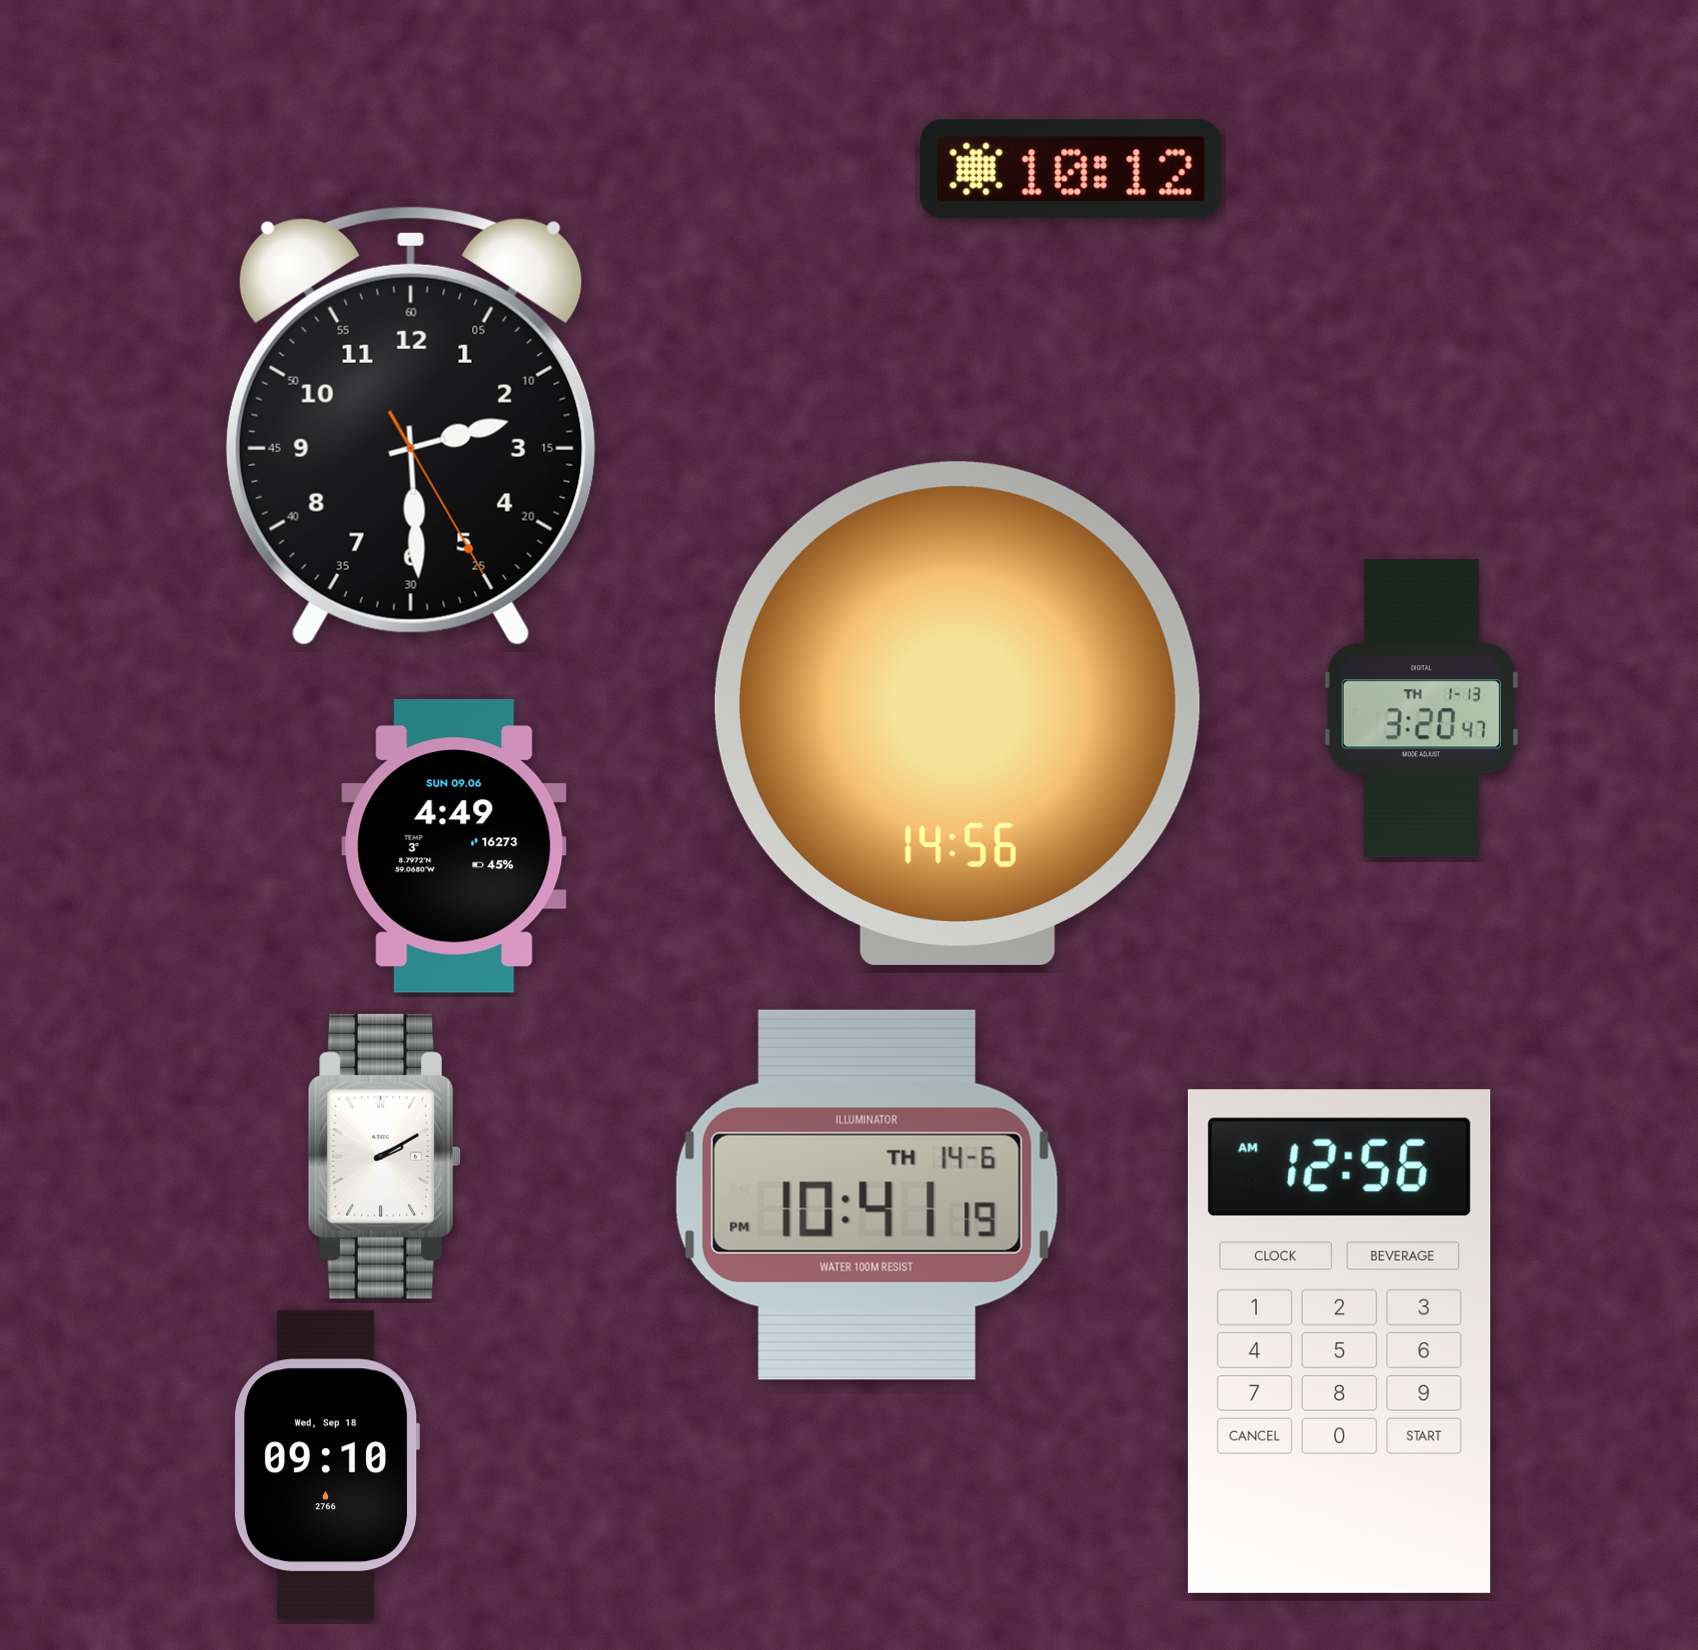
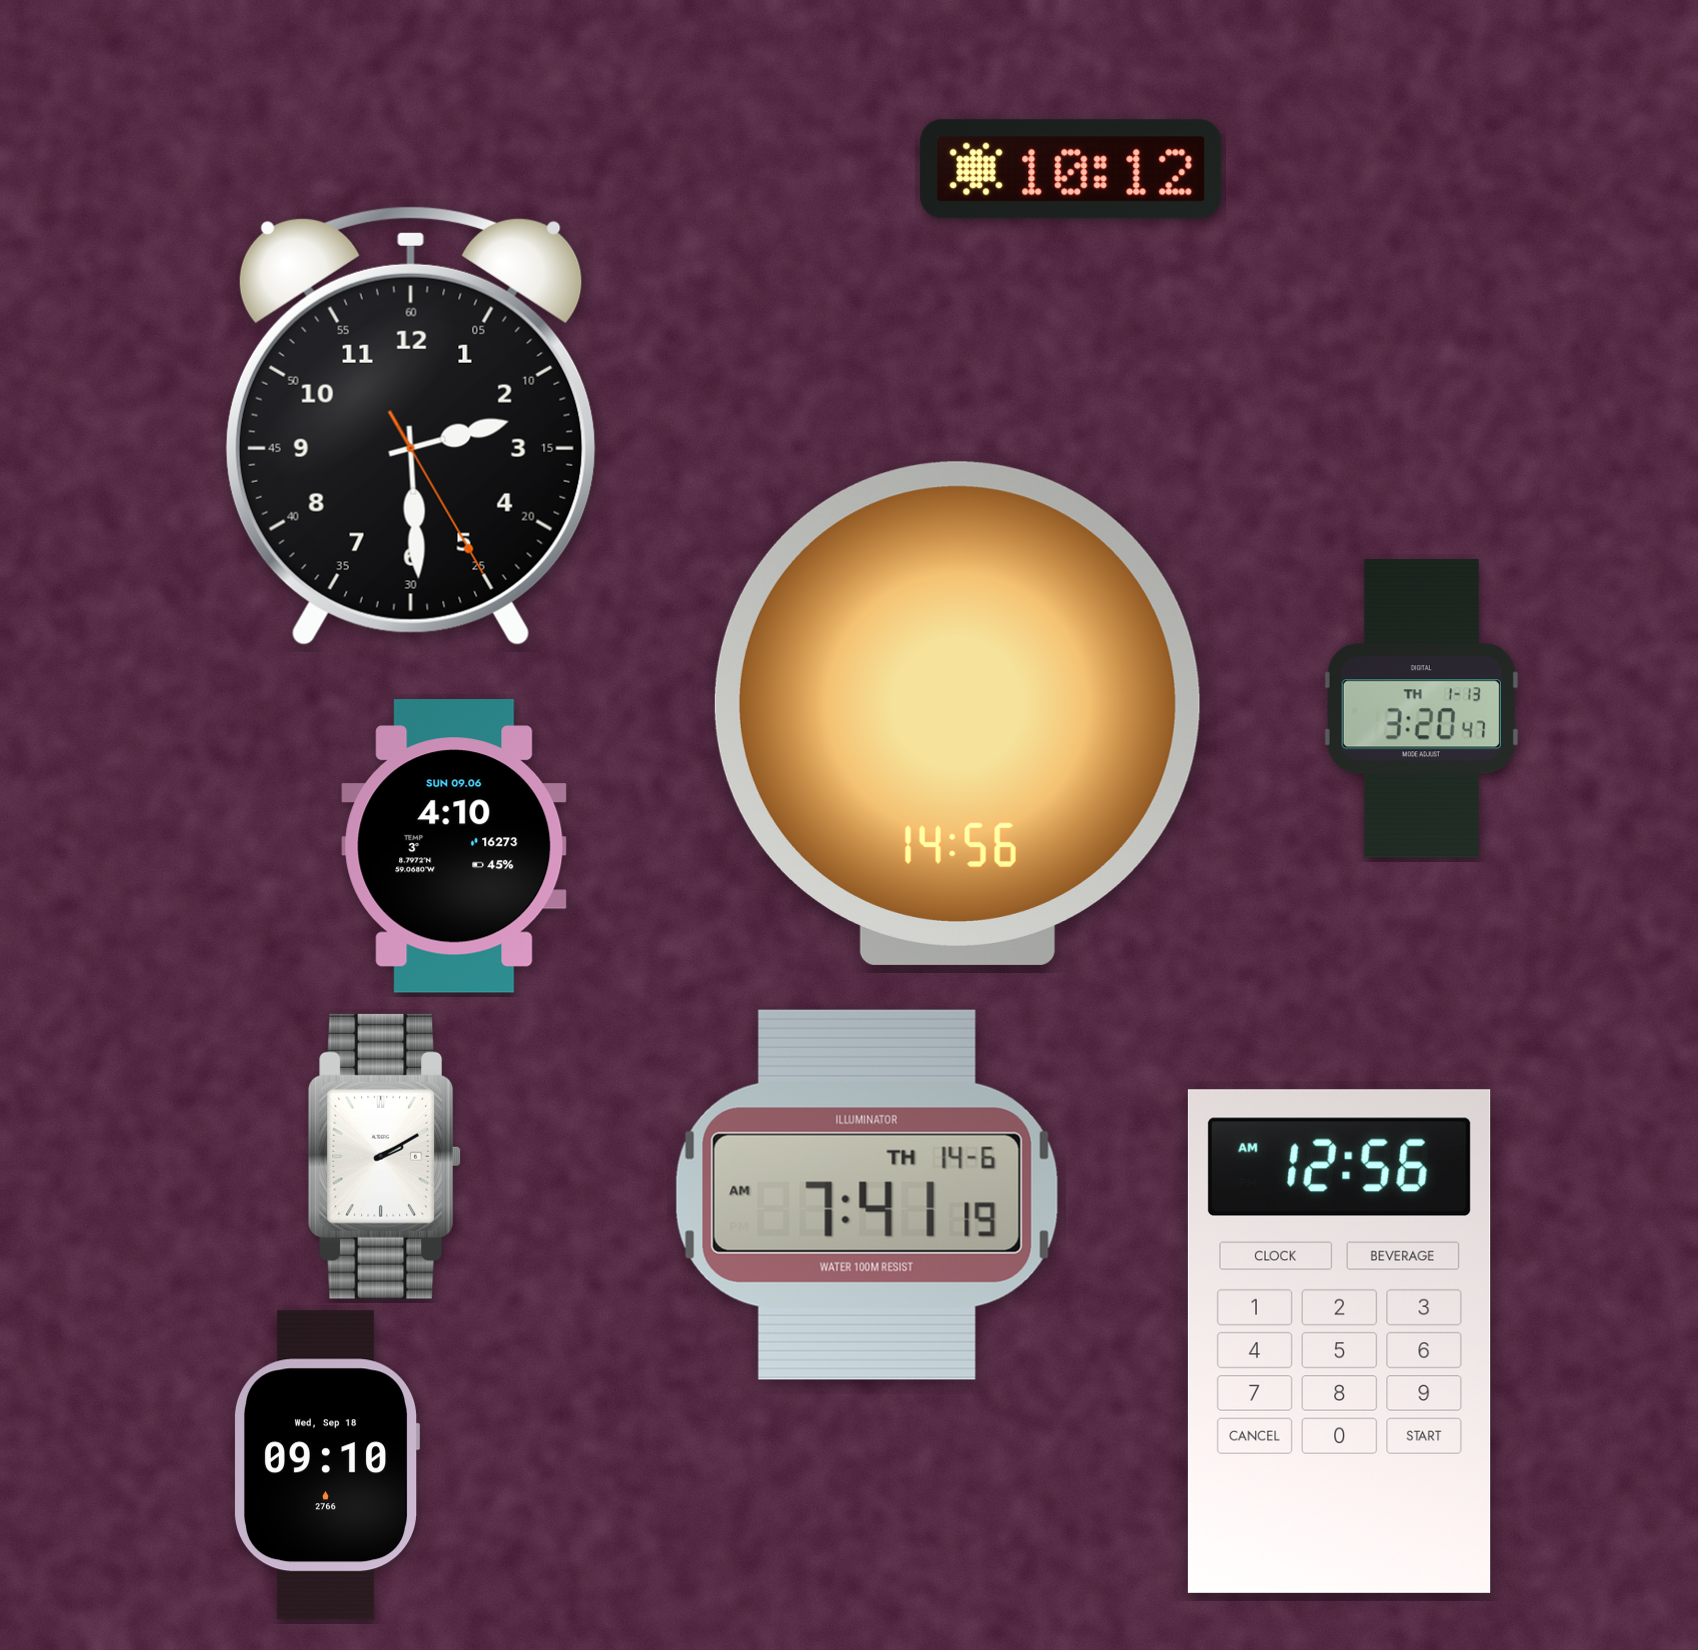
clock at (454, 846): 4:49 -> 4:10
clock at (867, 1195): 10:41 -> 7:41
